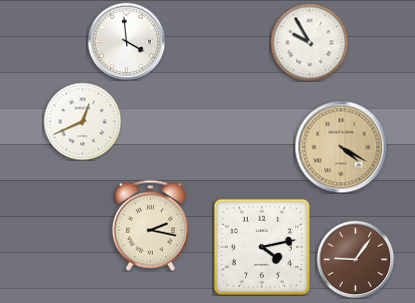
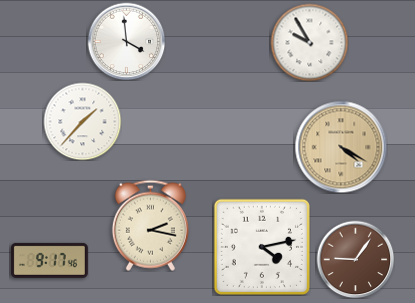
clock at (82, 121): 12:41 -> 1:37
clock at (49, 260): none -> 9:17
